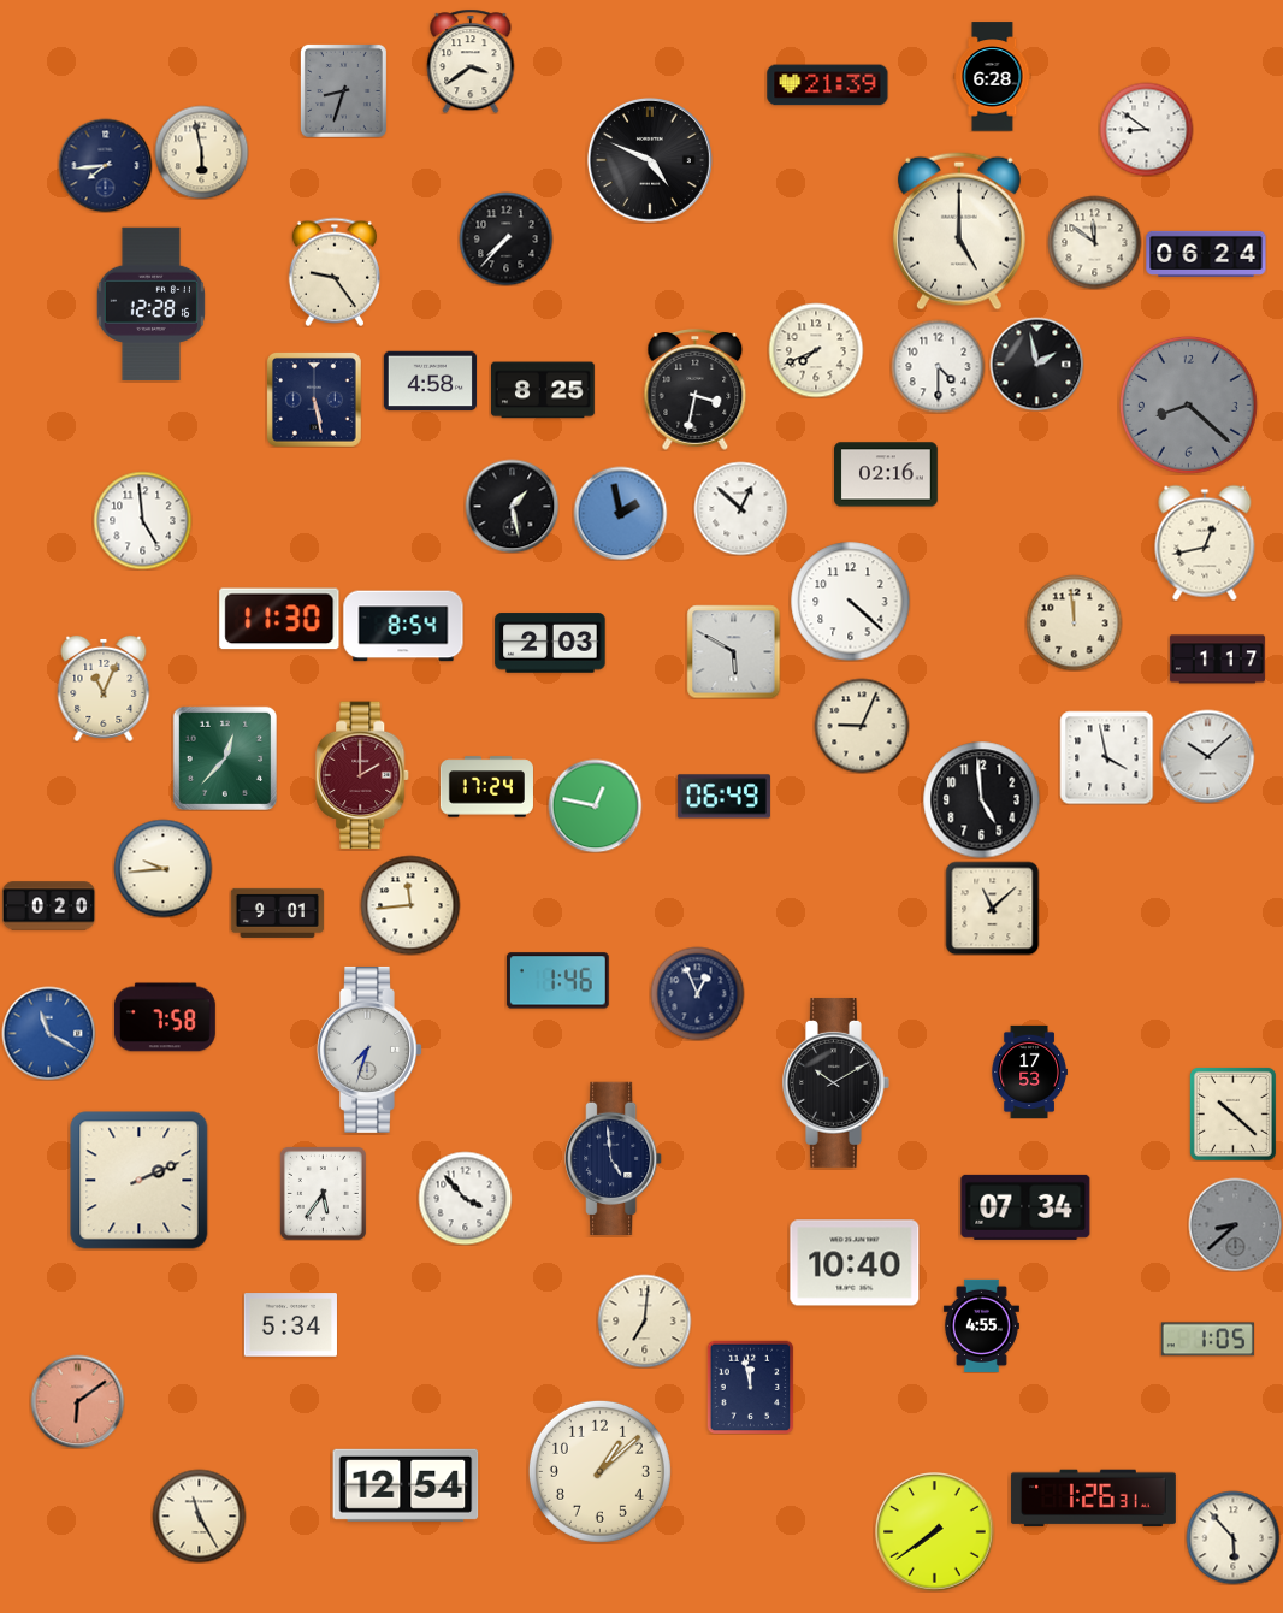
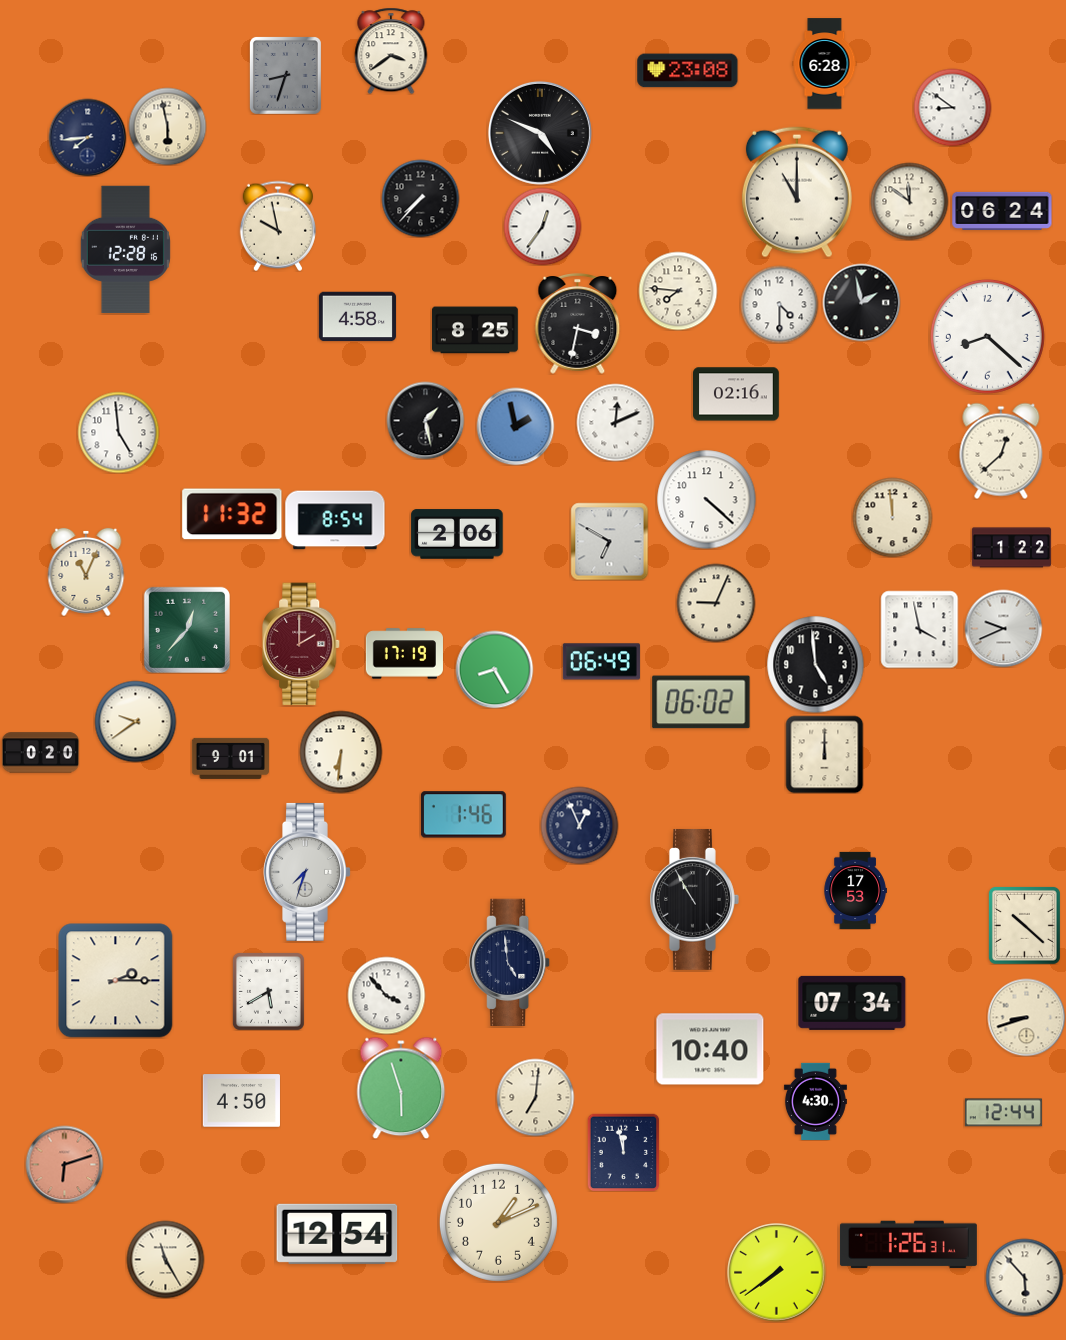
clock at (828, 85): 21:39 -> 23:08
clock at (959, 231): 5:00 -> 11:00
clock at (335, 272): 9:24 -> 9:58
clock at (542, 226): none -> 12:36
clock at (150, 303) position: (150, 303) -> (125, 249)
clock at (816, 350): 7:41 -> 7:46
clock at (544, 390) position: (544, 390) -> (476, 330)
clock at (314, 400): 5:28 -> none
clock at (1188, 404) dial: grey -> white
clock at (740, 508): 12:52 -> 12:11
clock at (1205, 543): 12:43 -> 12:38
clock at (279, 619): 11:30 -> 11:32
clock at (550, 643): 2:03 -> 2:06
clock at (733, 651): 5:50 -> 6:50
clock at (1217, 660): 1:17 -> 1:22
clock at (1207, 756): 10:08 -> 9:41
clock at (486, 787): 17:24 -> 17:19
clock at (595, 805): 12:47 -> 8:25
clock at (701, 702): none -> 06:02
clock at (162, 868): 9:44 -> 9:39
clock at (410, 905): 11:44 -> 6:31
clock at (992, 908): 11:08 -> 12:00
clock at (165, 1017): 7:58 -> none
clock at (48, 1033): 11:20 -> none
clock at (836, 1083): 10:10 -> 10:55
clock at (140, 1181): 2:11 -> 2:15
clock at (323, 1193): 5:36 -> 5:40
clock at (1235, 1224): 8:38 -> 8:42
clock at (1235, 1224) dial: grey -> cream
clock at (401, 1088): none -> 5:57
clock at (290, 1325): 5:34 -> 4:50
clock at (981, 1325): 4:55 -> 4:30
clock at (1207, 1340): 1:05 -> 12:44
clock at (77, 1401): 6:09 -> 6:12
clock at (599, 1471): 1:08 -> 1:11
